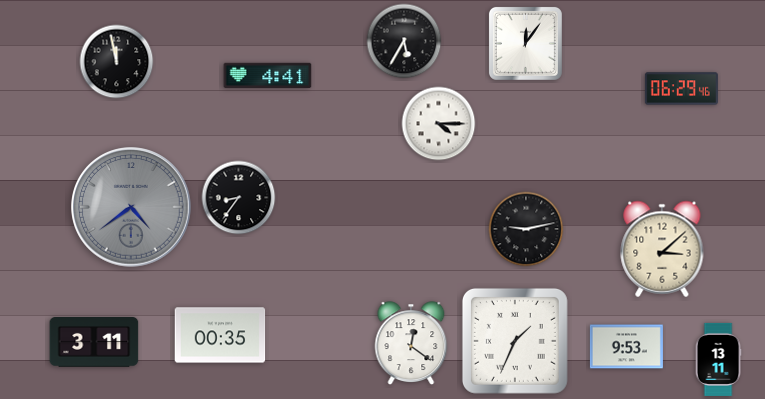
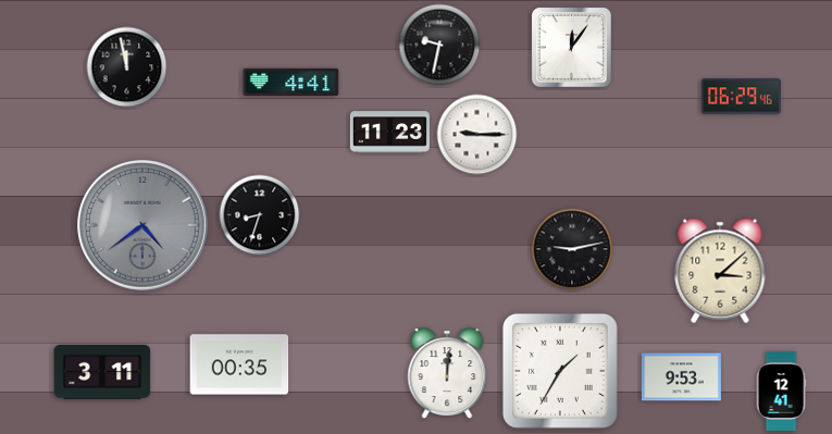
clock at (404, 41): 5:35 -> 9:32
clock at (389, 133): none -> 11:23
clock at (439, 124): 4:15 -> 9:15
clock at (239, 198): 8:36 -> 8:33
clock at (515, 341): 1:34 -> 1:35
clock at (411, 343): 12:21 -> 12:01
clock at (718, 359): 13:11 -> 12:41
